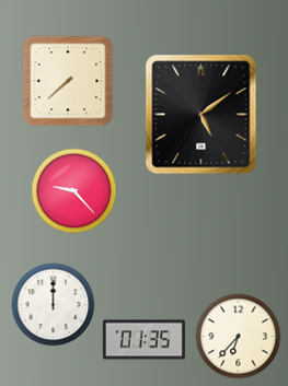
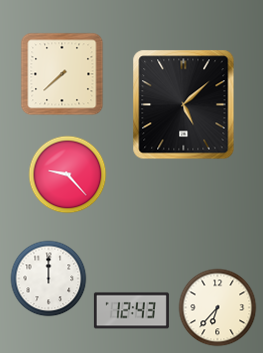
clock at (201, 115): 5:09 -> 5:08
clock at (143, 340): 01:35 -> 12:43
